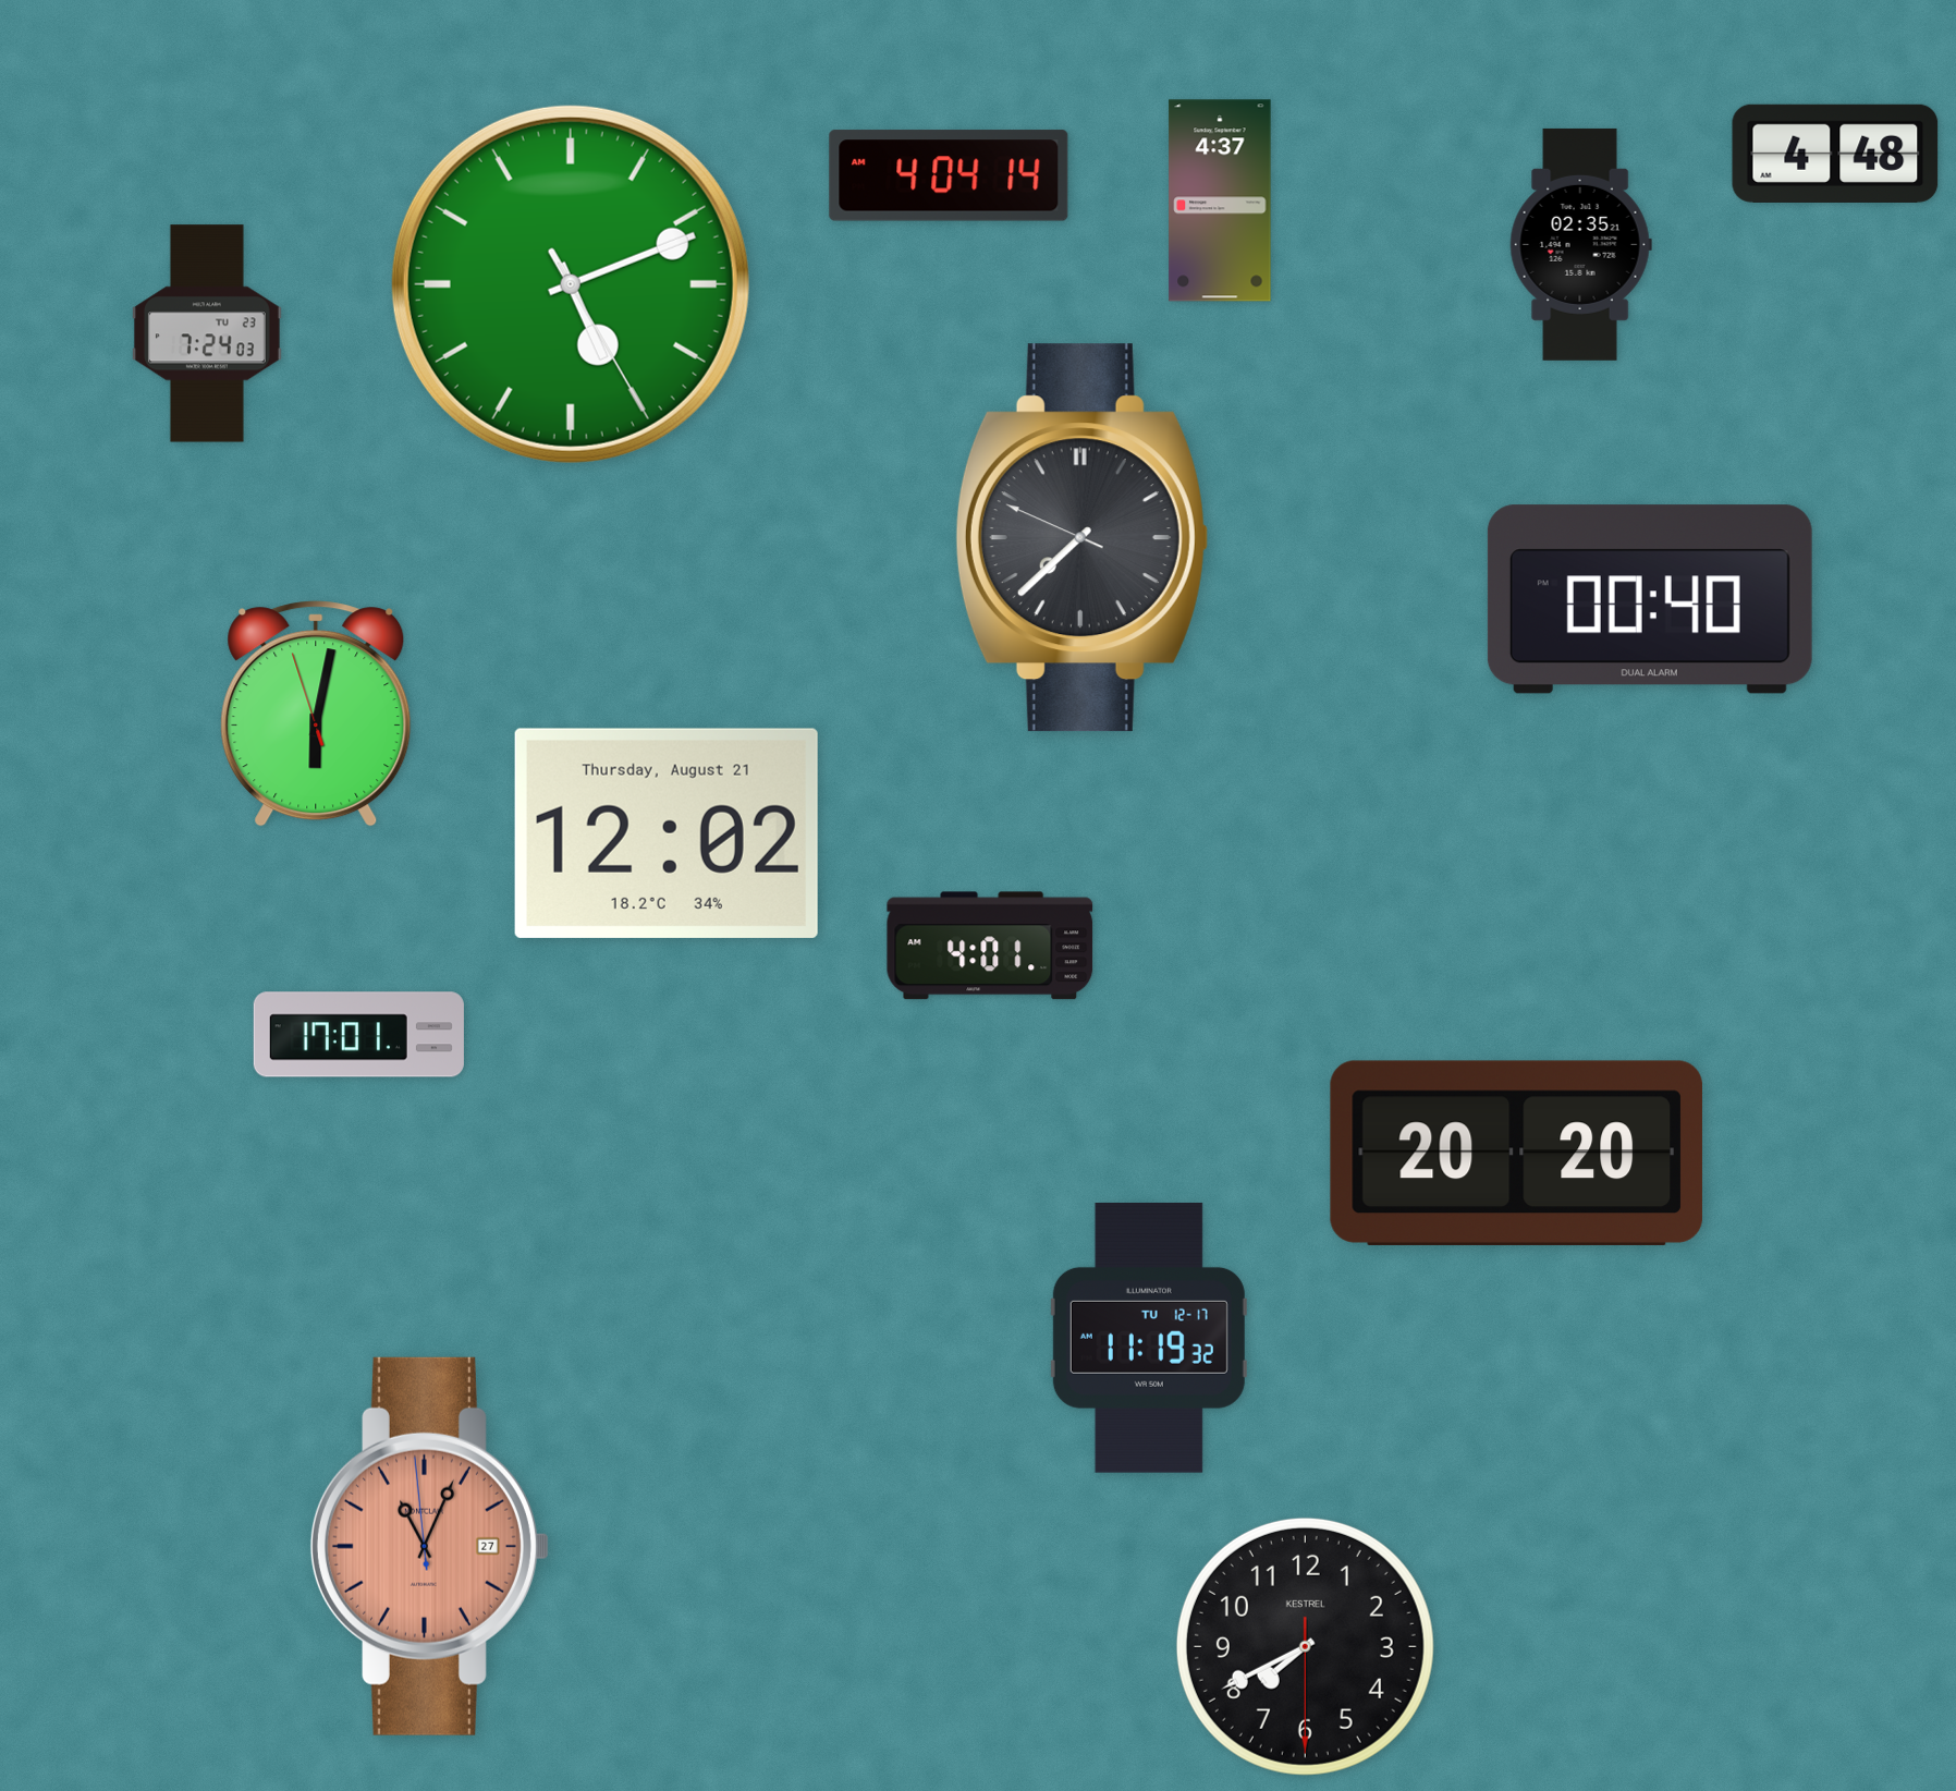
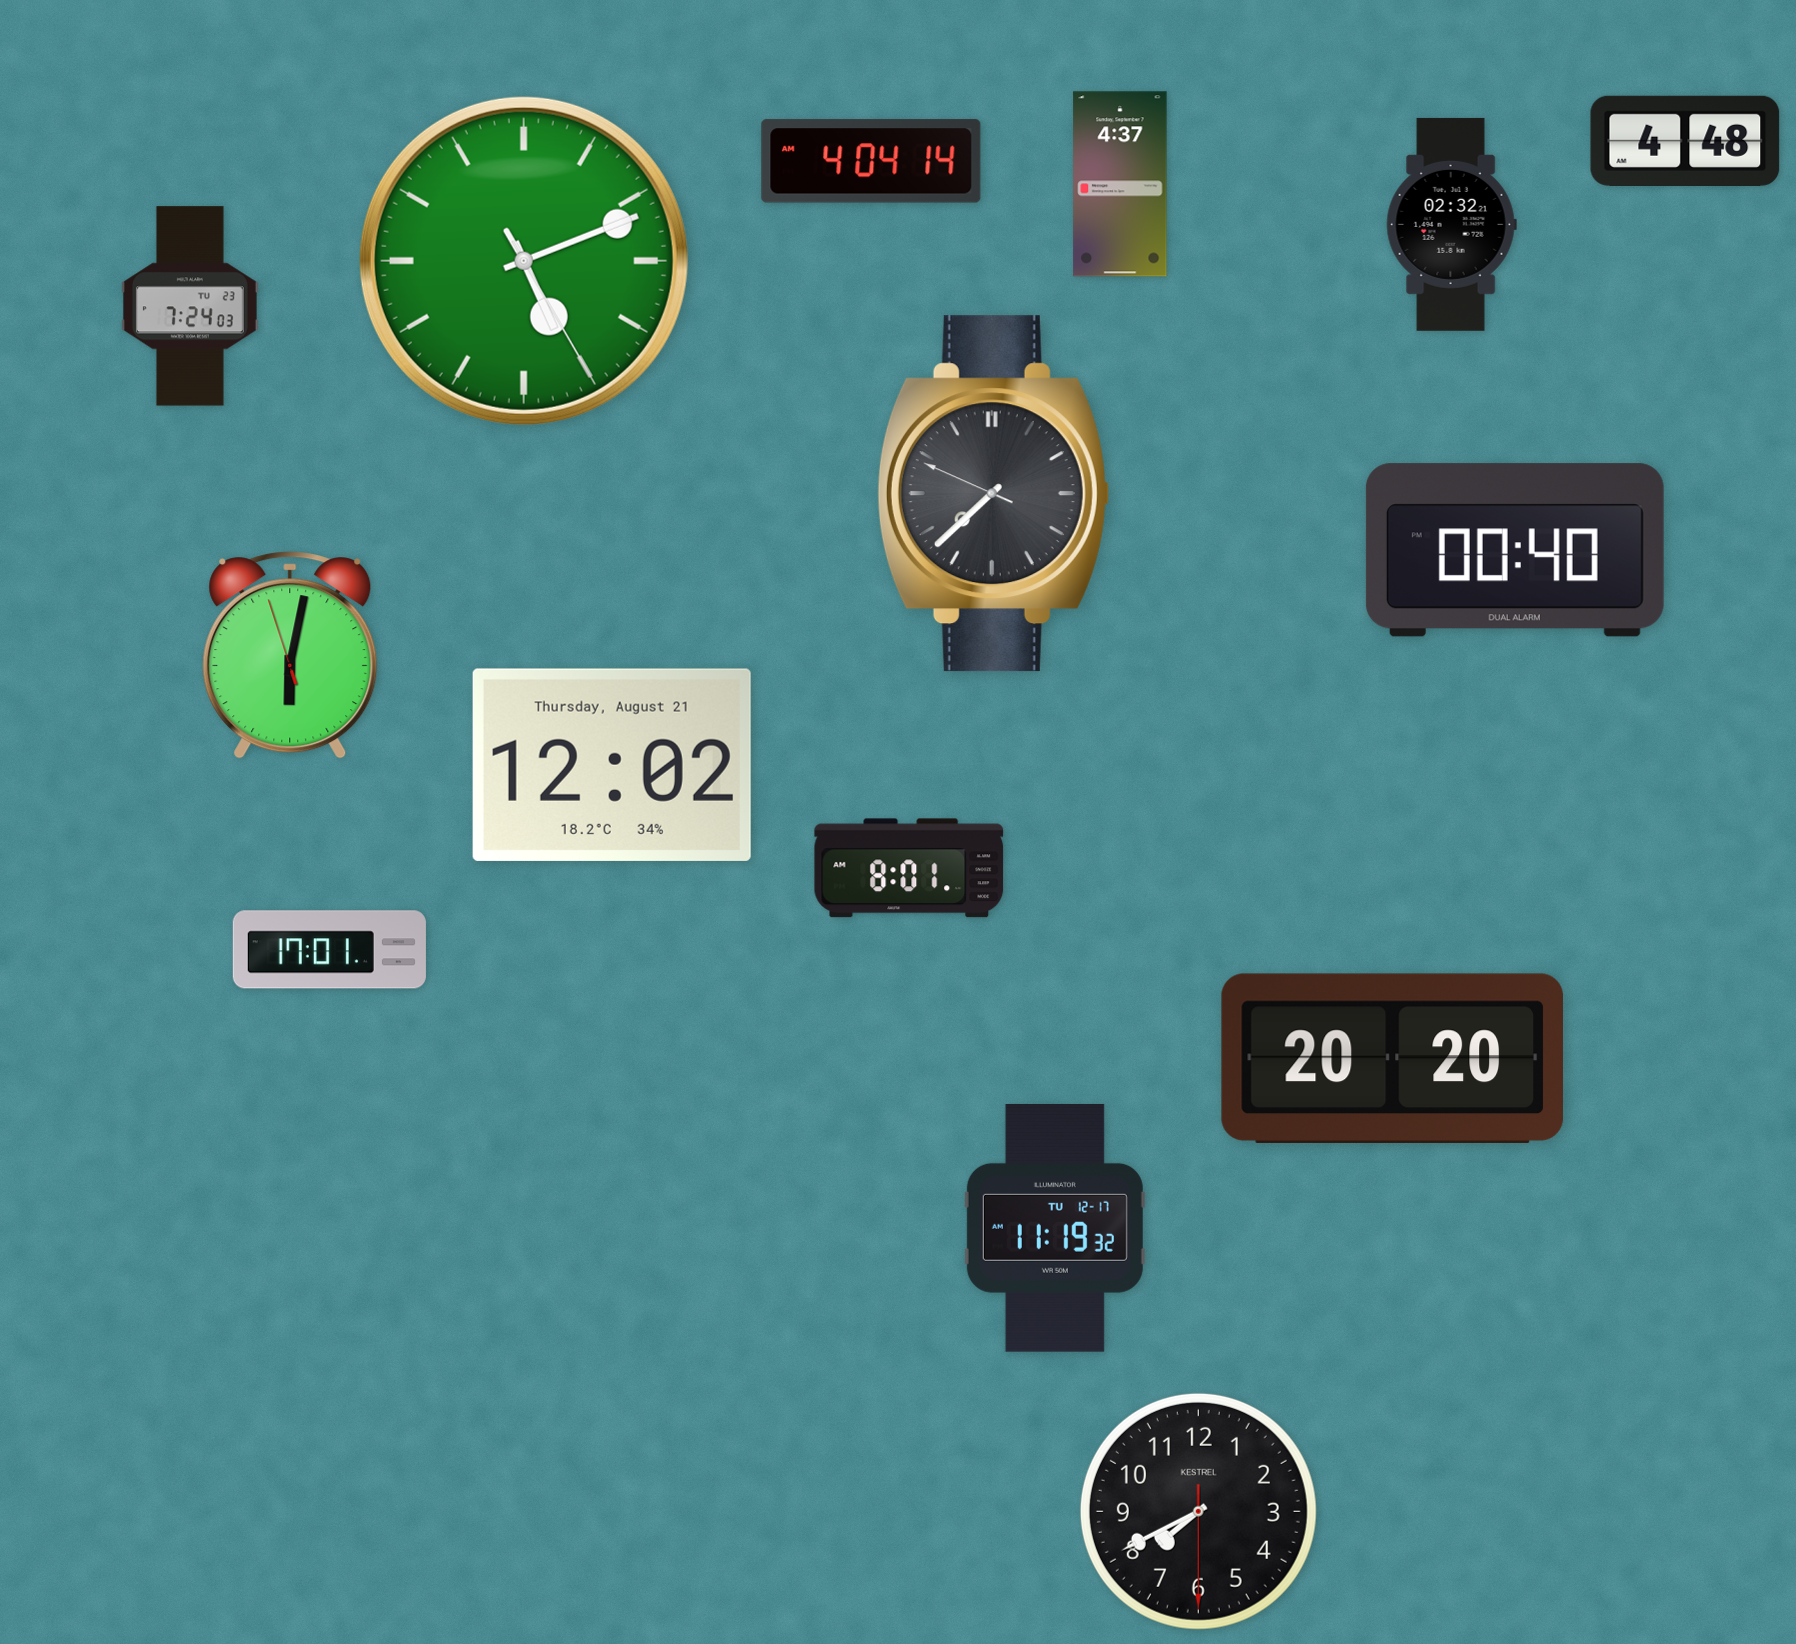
clock at (1580, 244): 02:35 -> 02:32
clock at (990, 946): 4:01 -> 8:01
clock at (429, 1546): 11:03 -> none
